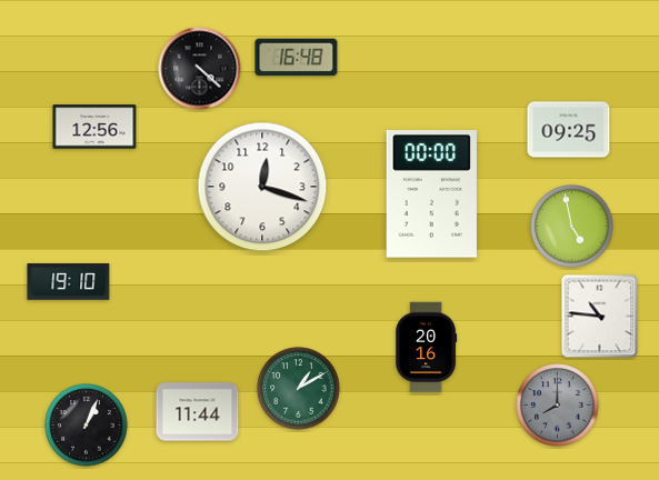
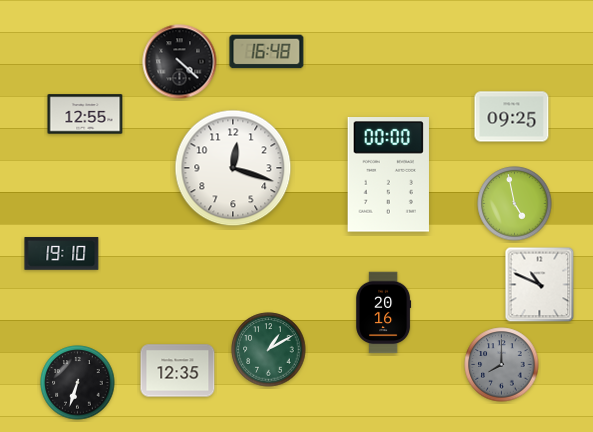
clock at (94, 127): 12:56 -> 12:55
clock at (262, 187) position: (262, 187) -> (233, 168)
clock at (600, 317): 10:46 -> 10:49
clock at (198, 412): 11:44 -> 12:35
clock at (87, 426): 1:04 -> 6:33
